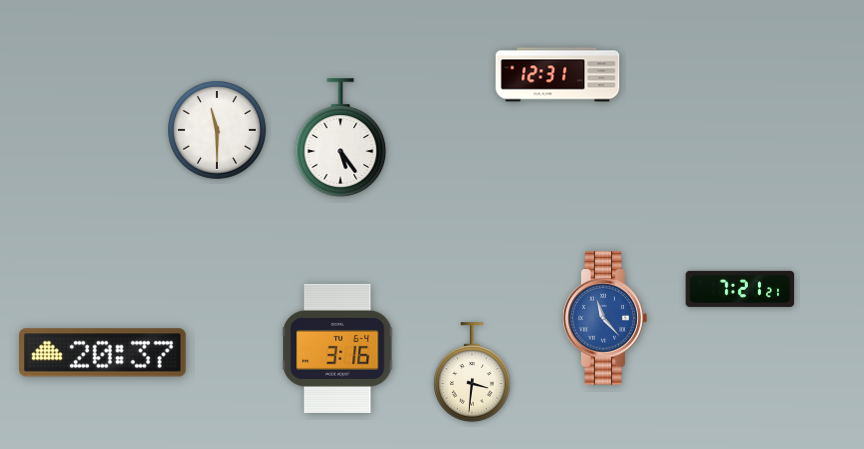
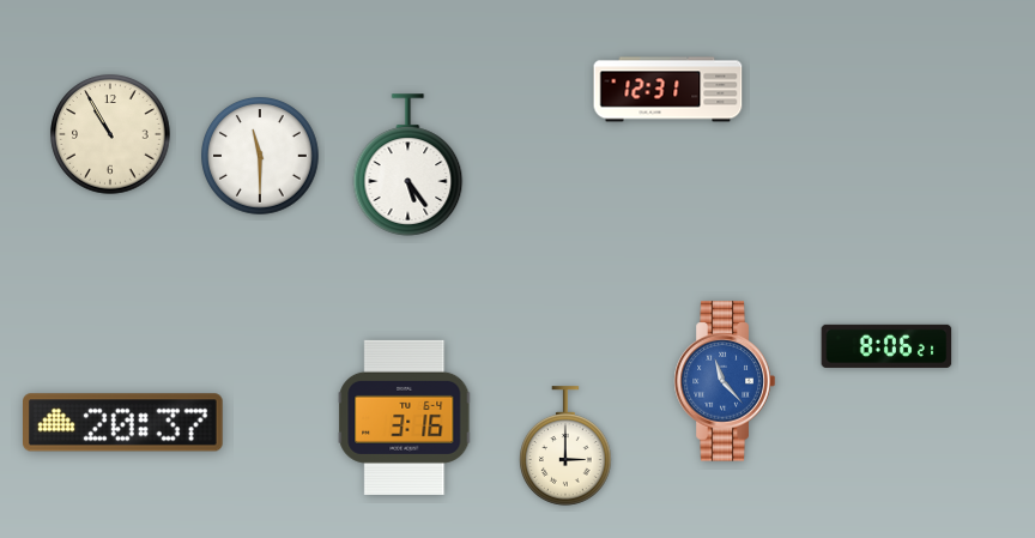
clock at (110, 134): none -> 10:55
clock at (740, 289): 7:21 -> 8:06
clock at (472, 372): 3:31 -> 3:00
